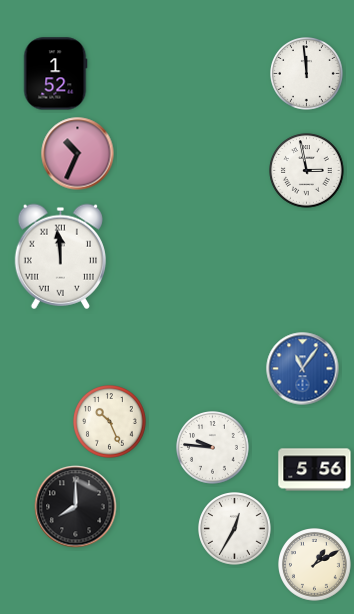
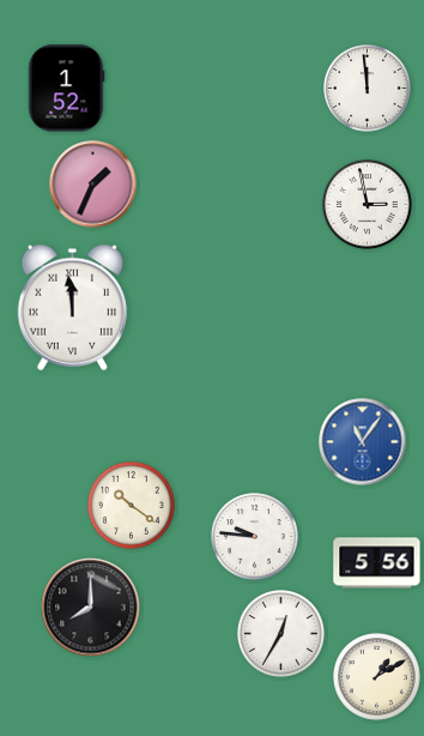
clock at (78, 154): 10:34 -> 1:34
clock at (110, 422): 10:26 -> 10:21
